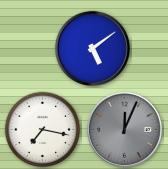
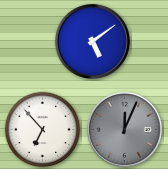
clock at (92, 48) position: (92, 48) -> (92, 41)
clock at (43, 130): 7:17 -> 6:53
